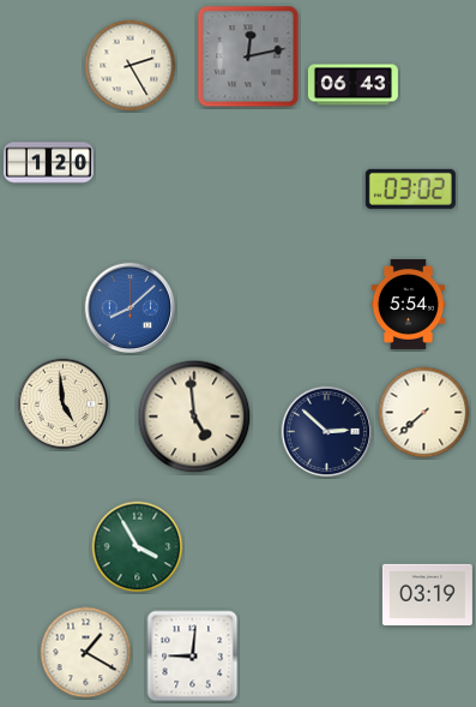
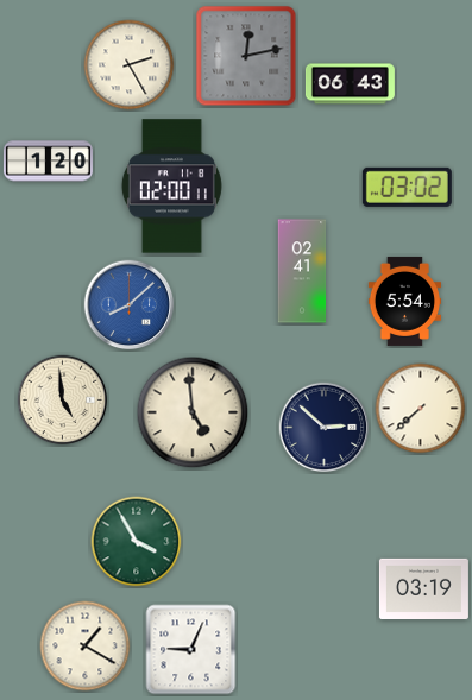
clock at (171, 187): none -> 02:00
clock at (302, 271): none -> 02:41
clock at (193, 657): 9:01 -> 9:04
